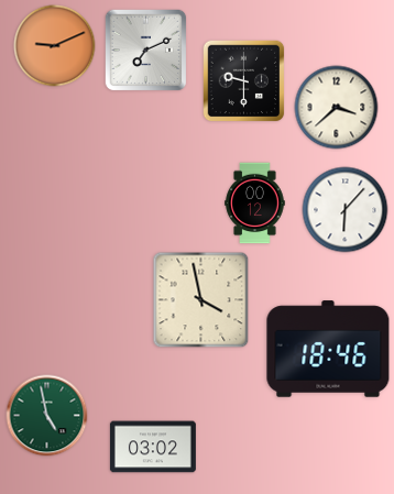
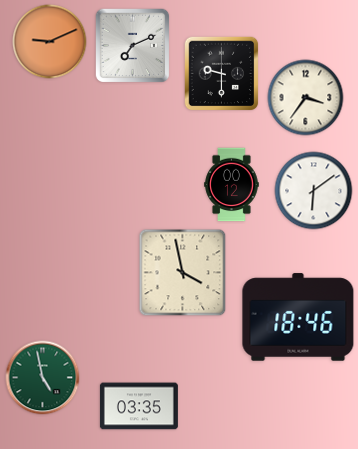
clock at (337, 108): 3:38 -> 3:36
clock at (346, 210): 6:07 -> 6:09
clock at (153, 447): 03:02 -> 03:35
